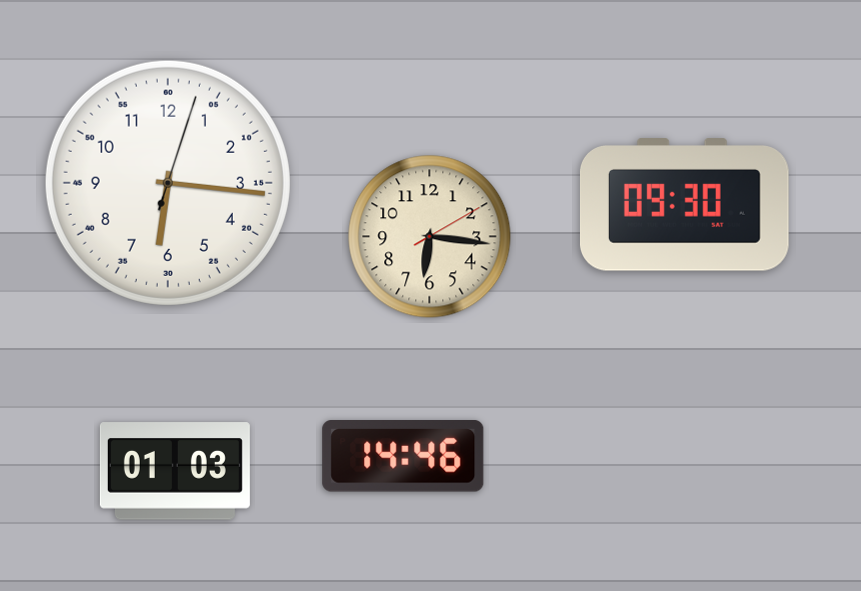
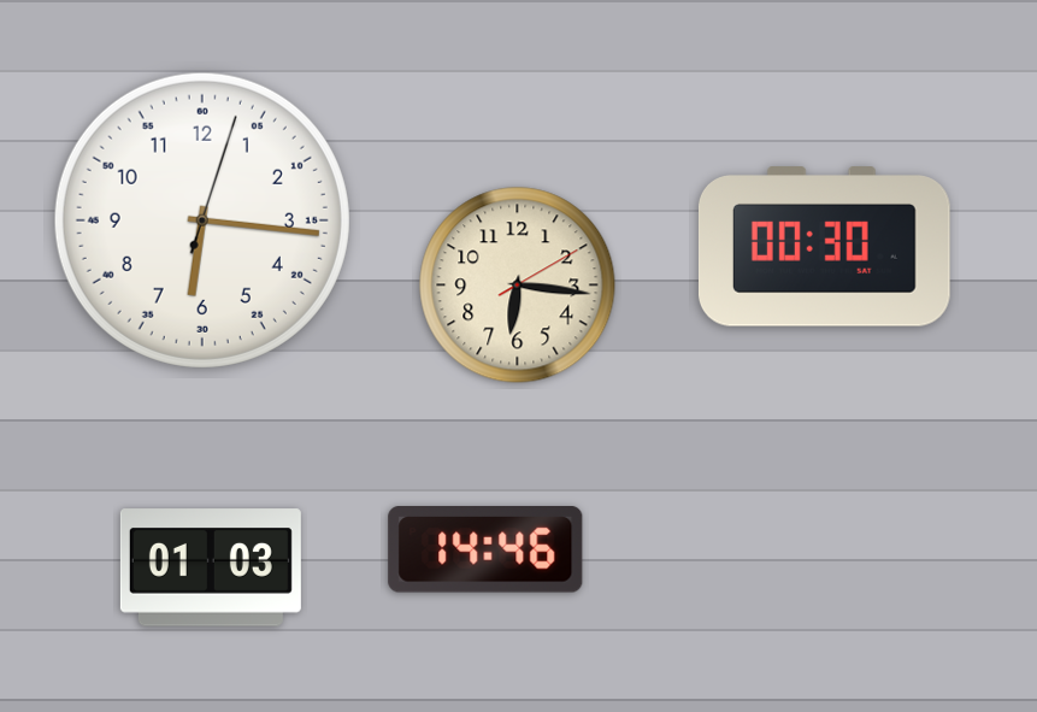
clock at (684, 205): 09:30 -> 00:30
